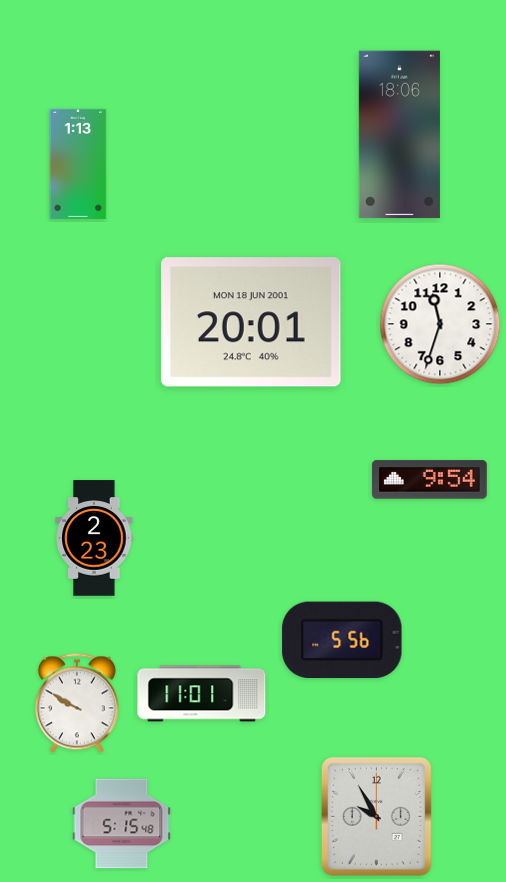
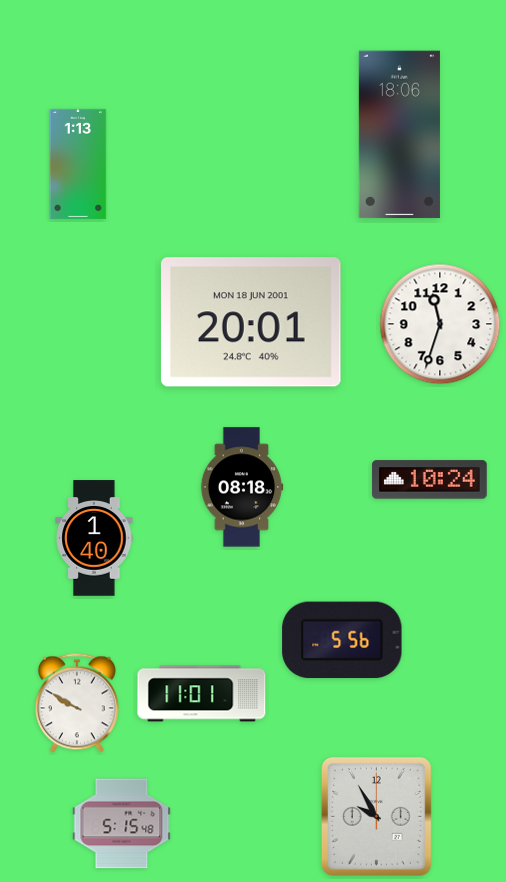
clock at (430, 480): 9:54 -> 10:24
clock at (242, 487): none -> 08:18
clock at (94, 538): 2:23 -> 1:40
